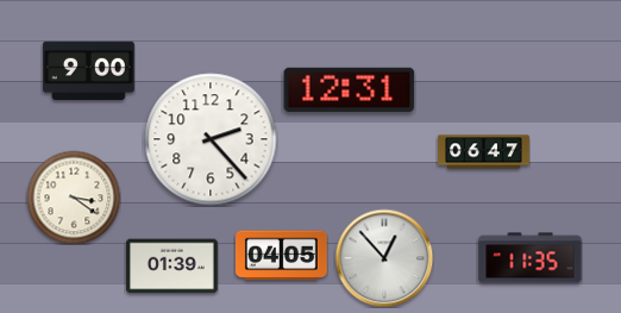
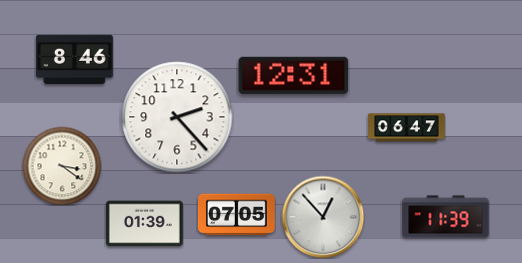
clock at (88, 70): 9:00 -> 8:46
clock at (281, 256): 04:05 -> 07:05
clock at (531, 258): 11:35 -> 11:39
